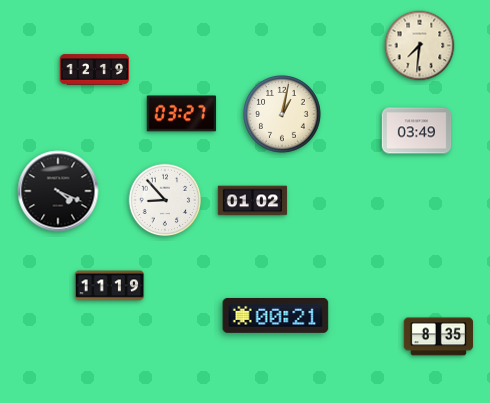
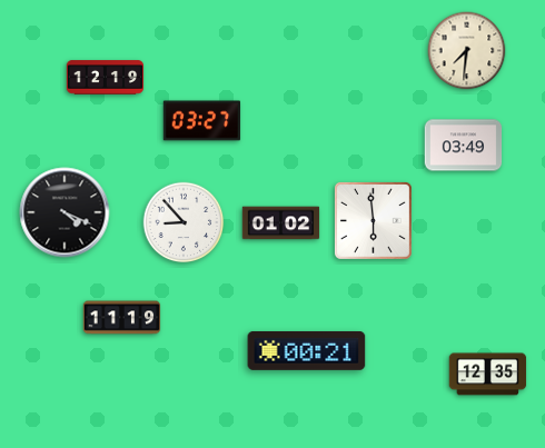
clock at (182, 114) position: (182, 114) -> (202, 121)
clock at (283, 115): 1:02 -> none
clock at (374, 221): none -> 5:59
clock at (439, 337): 8:35 -> 12:35
